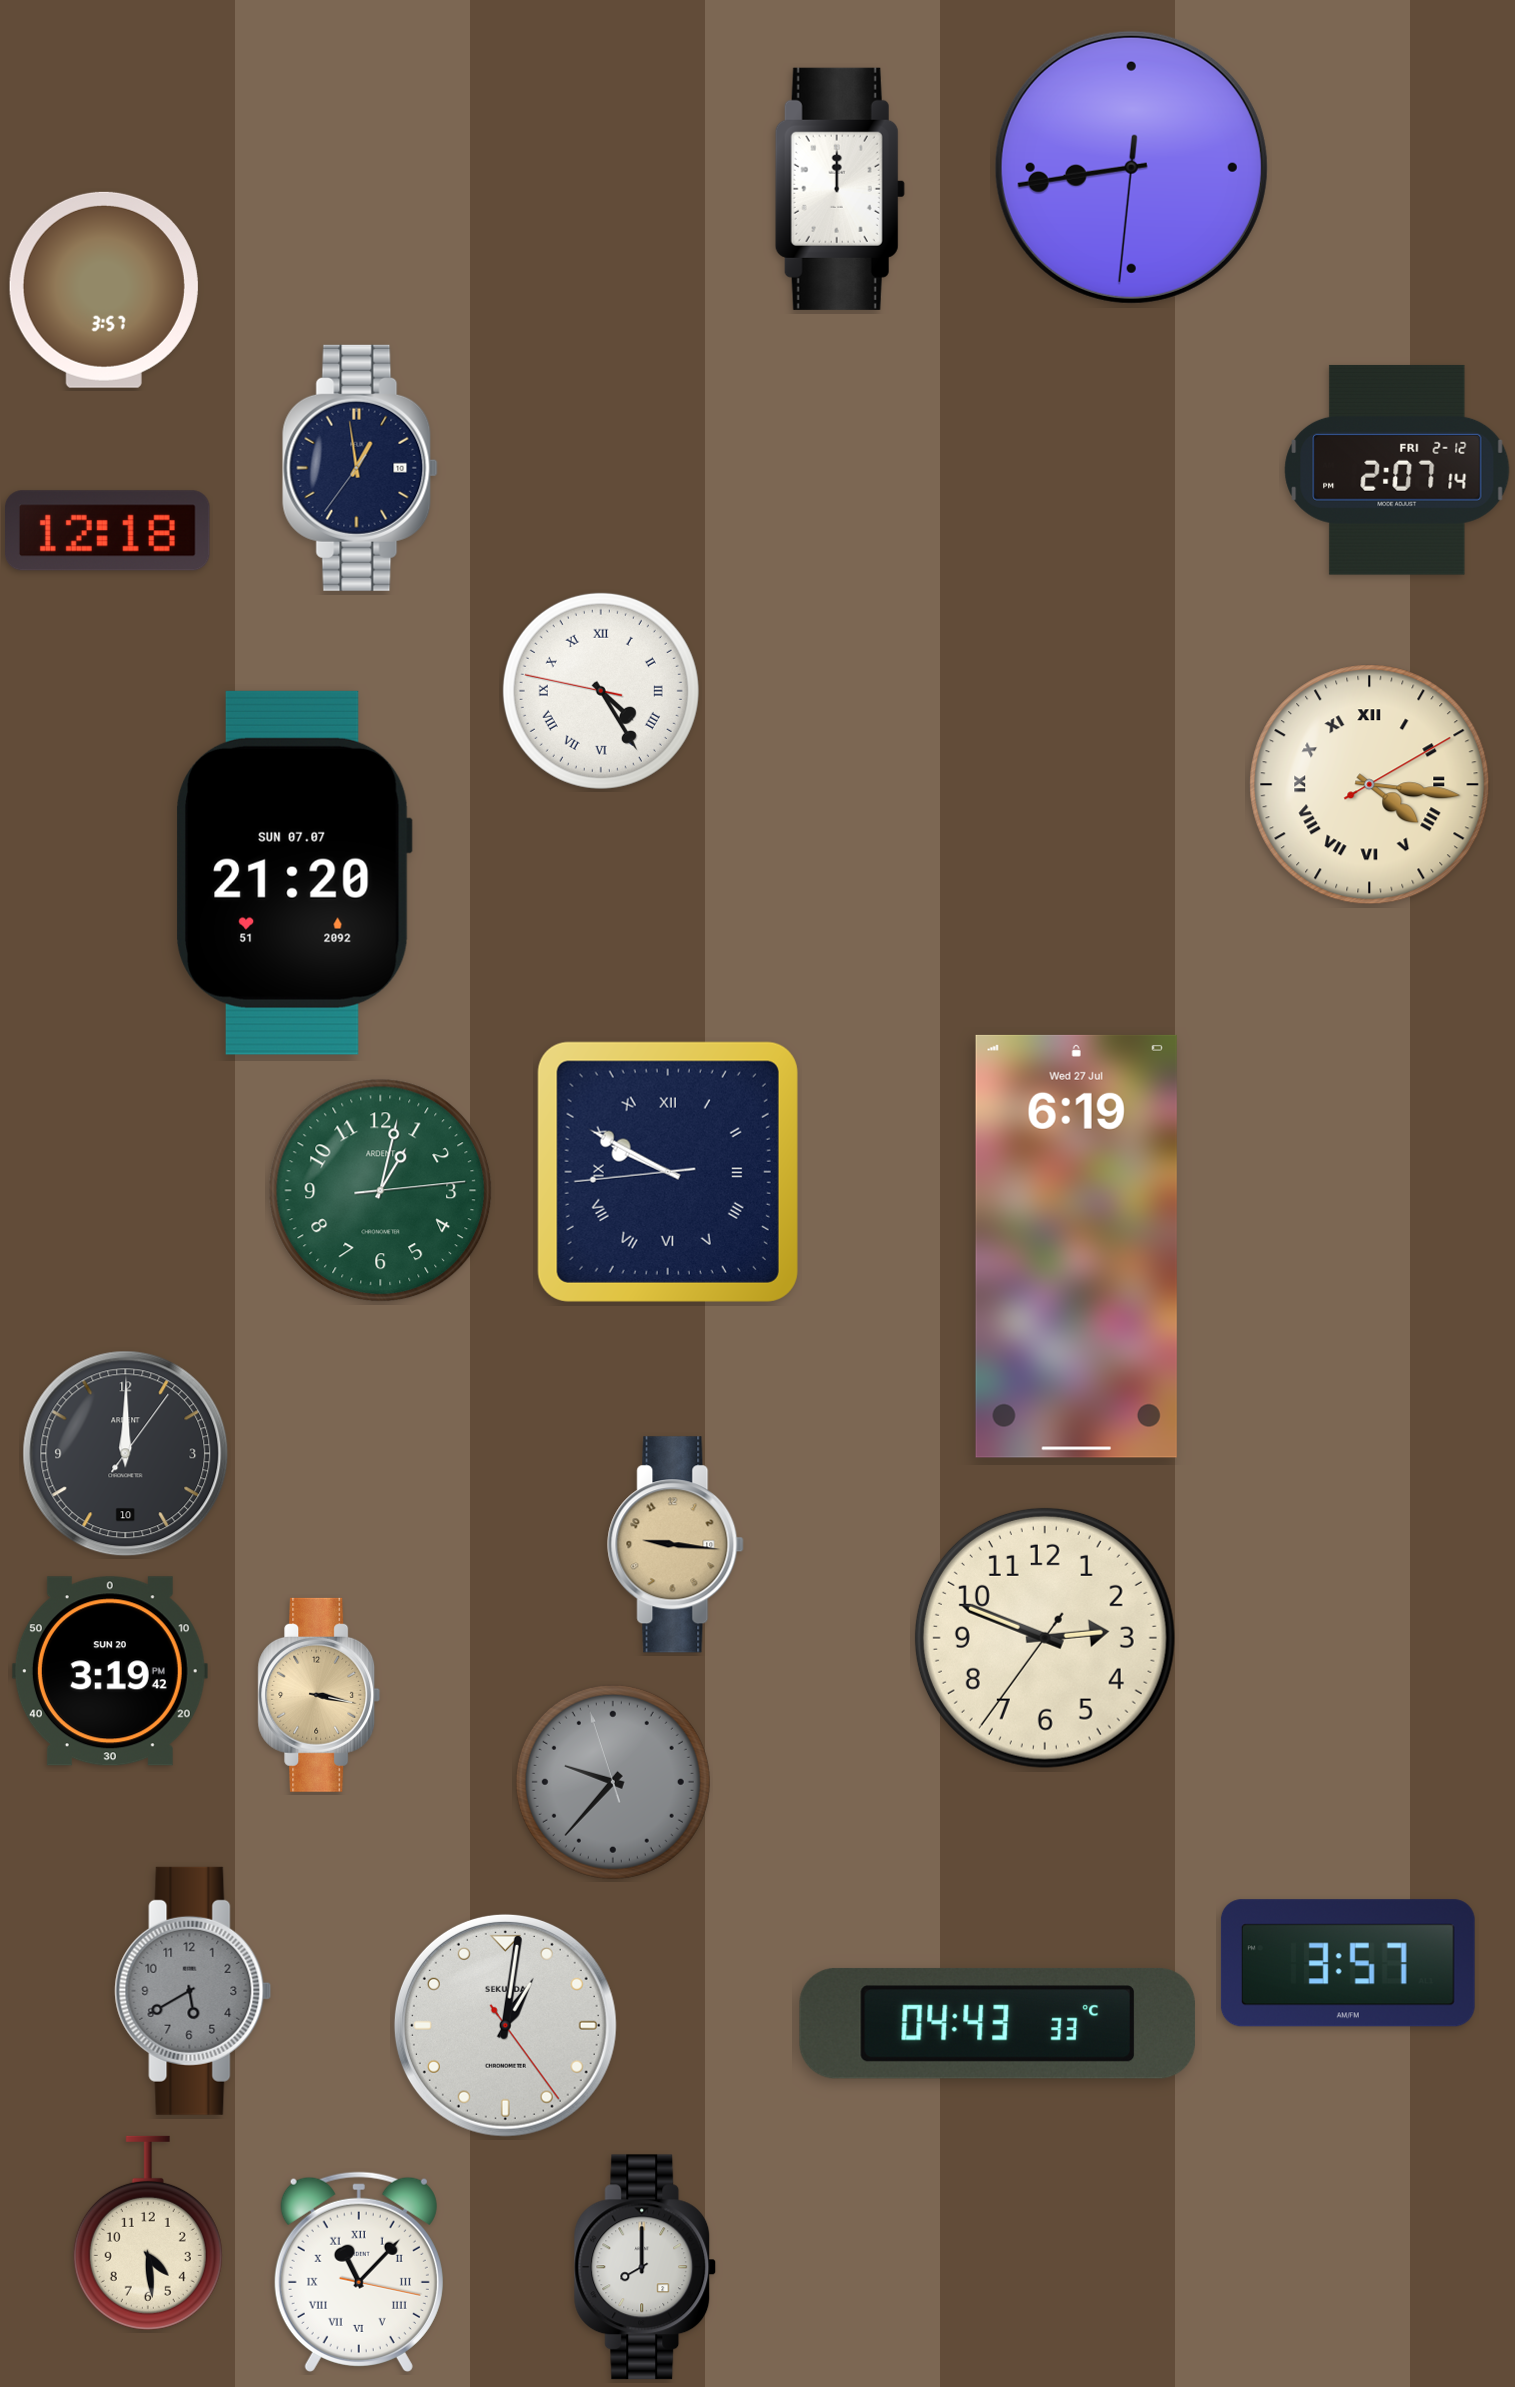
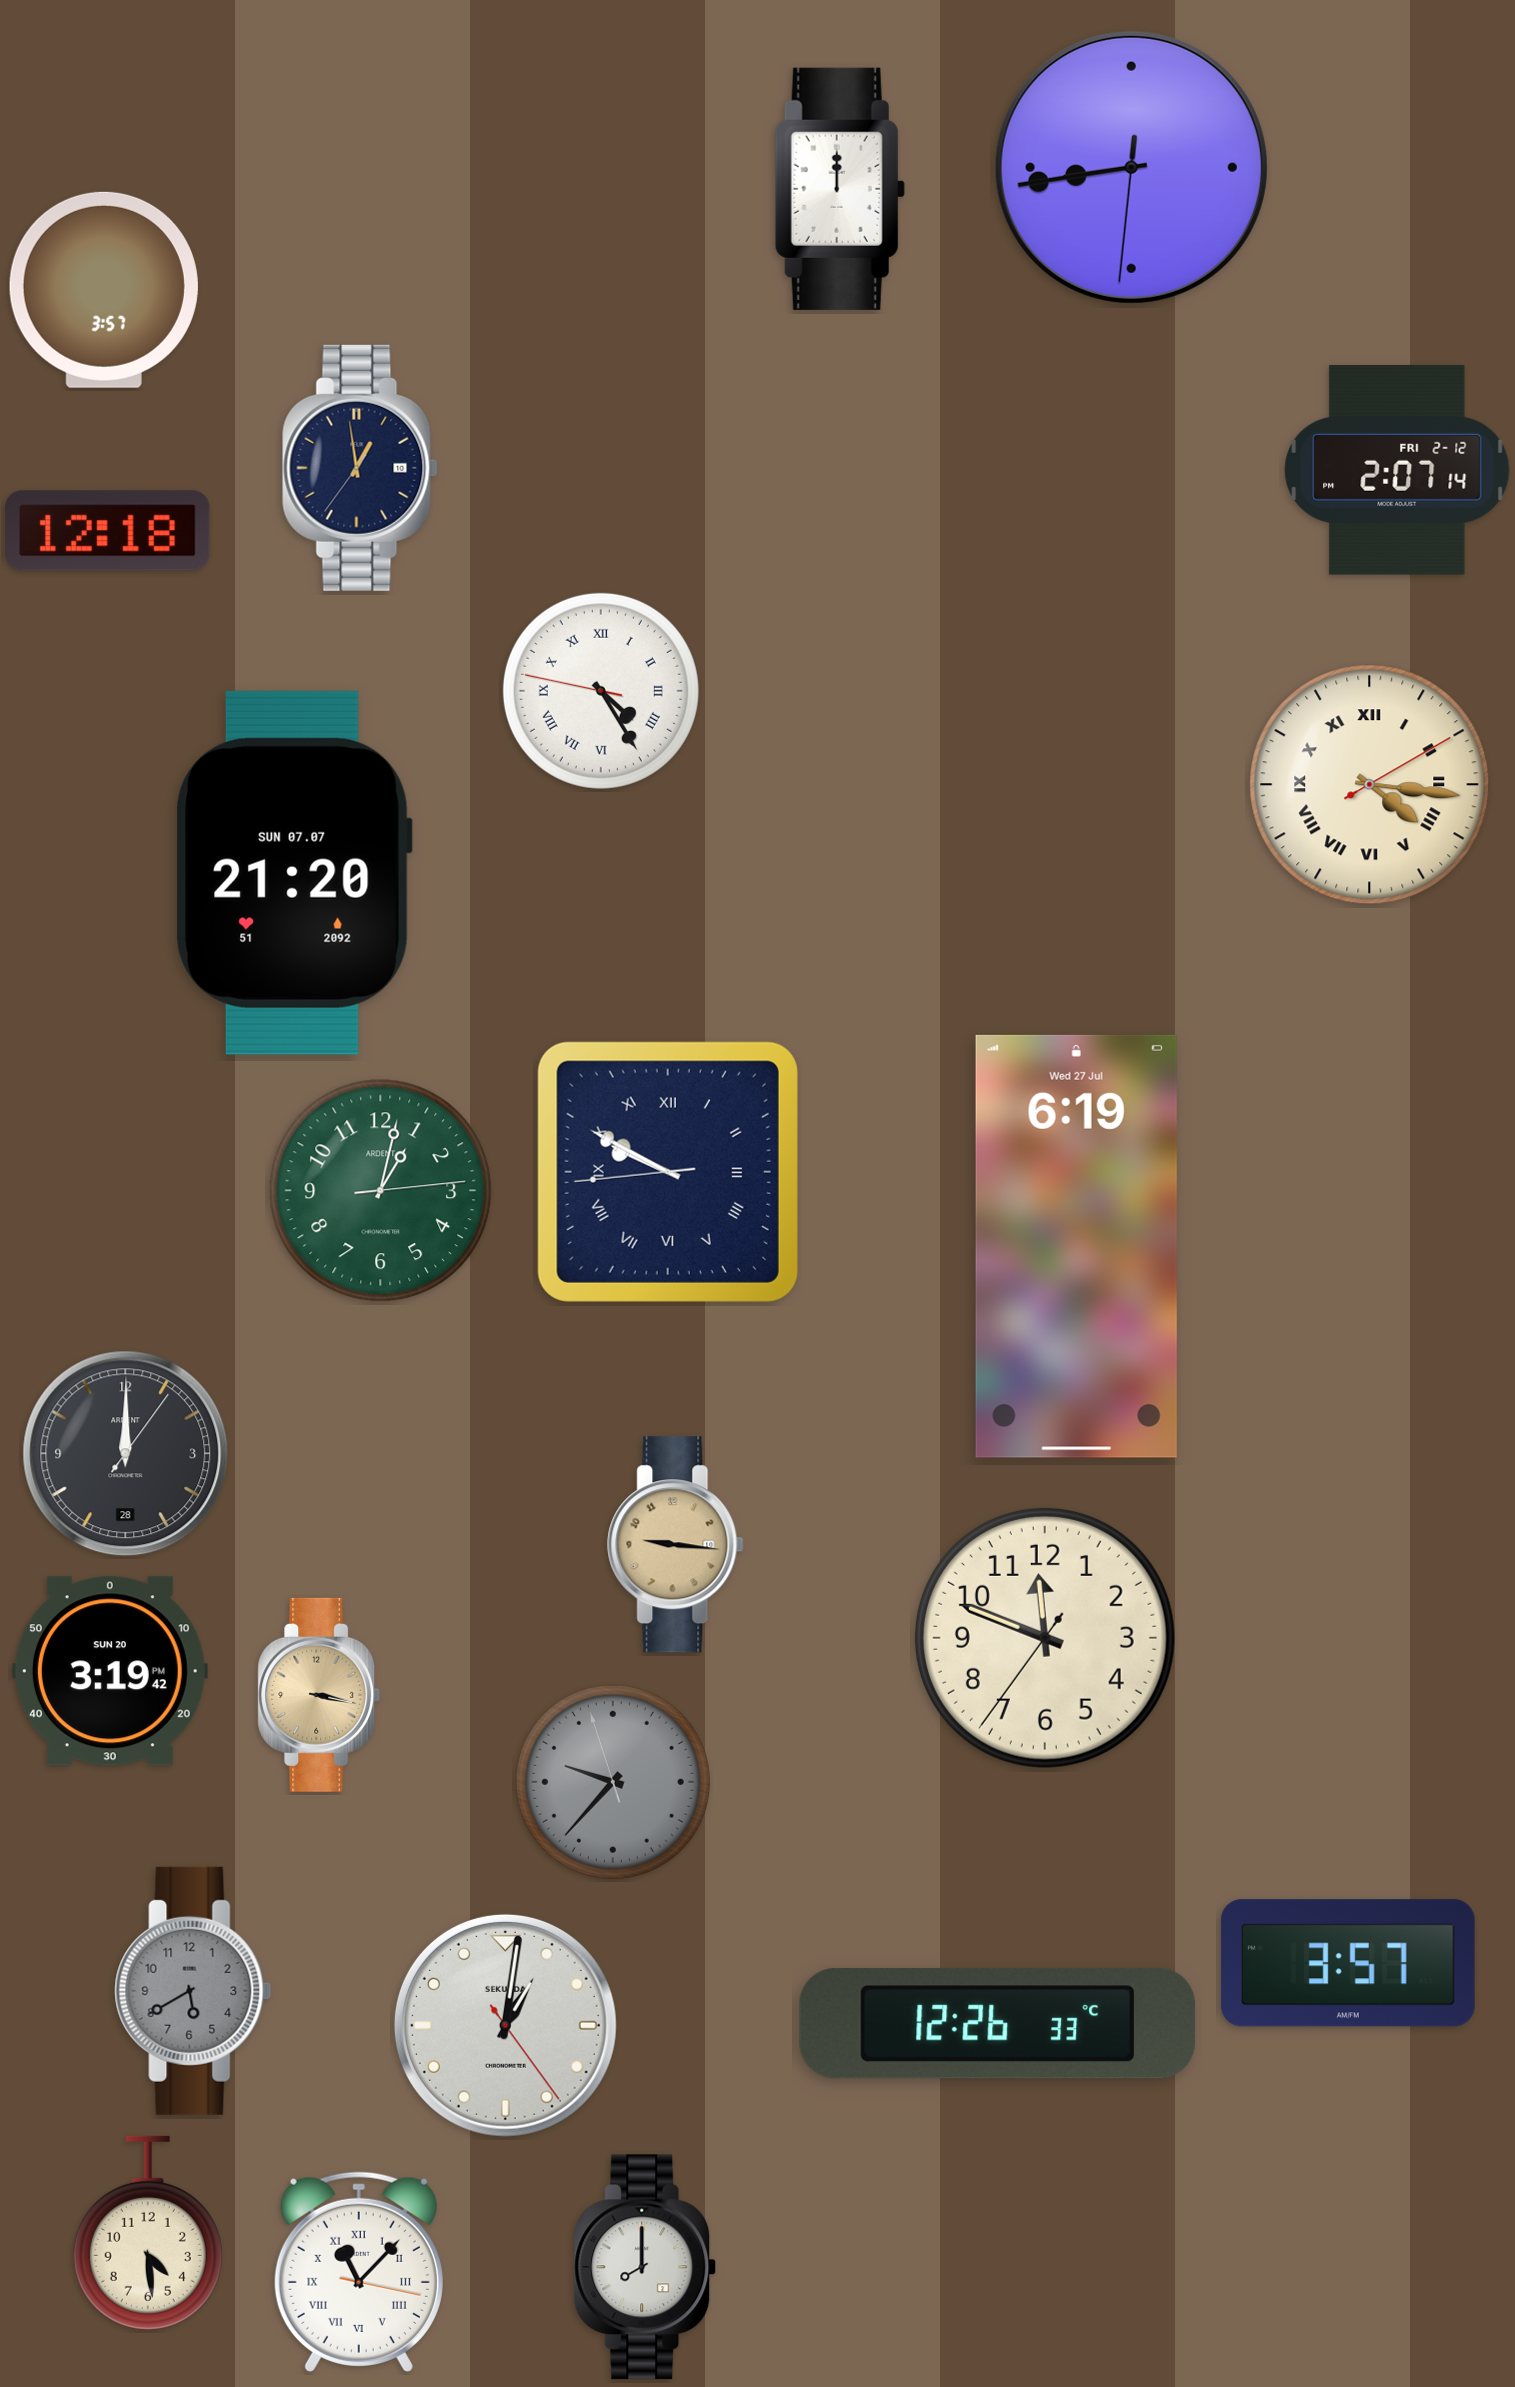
clock at (126, 1454) date: 10 -> 28
clock at (1045, 1638): 2:48 -> 11:48
clock at (997, 2023): 04:43 -> 12:26
